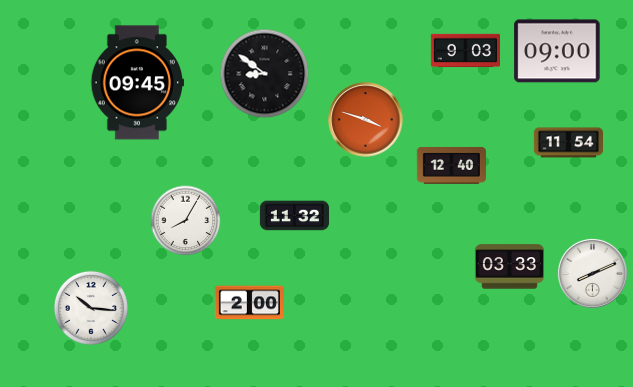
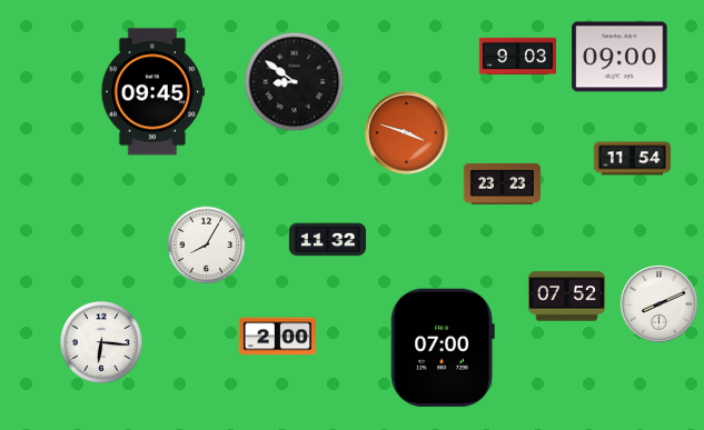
clock at (451, 165): 12:40 -> 23:23
clock at (509, 267): 03:33 -> 07:52
clock at (91, 308): 10:16 -> 6:16
clock at (443, 348): none -> 07:00
